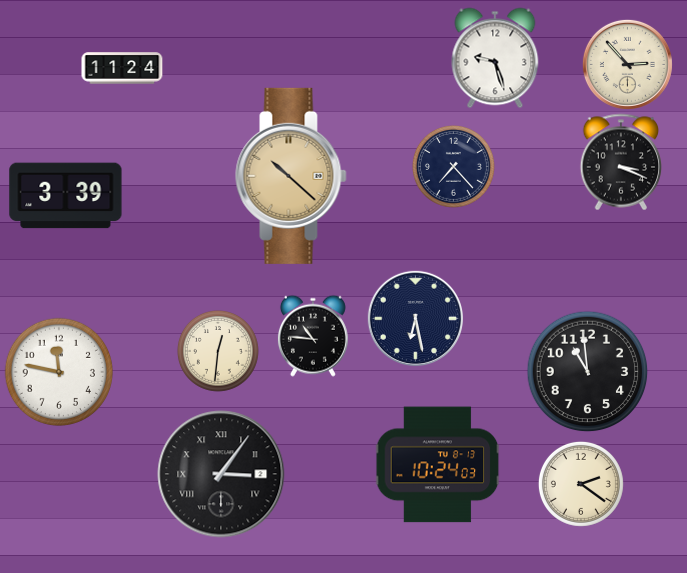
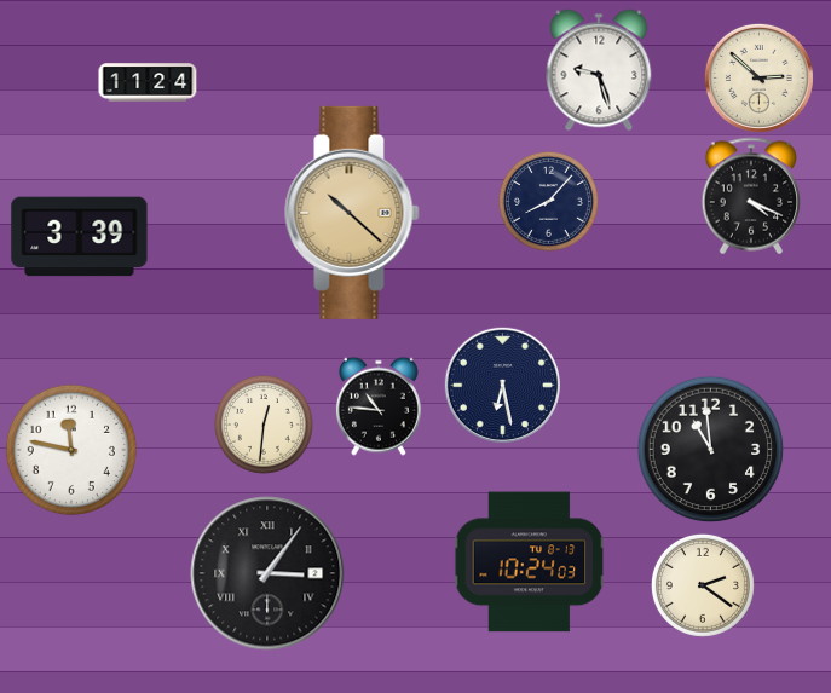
clock at (627, 64): 2:53 -> 2:52
clock at (620, 162): 3:19 -> 4:19
clock at (453, 166): 7:23 -> 8:07
